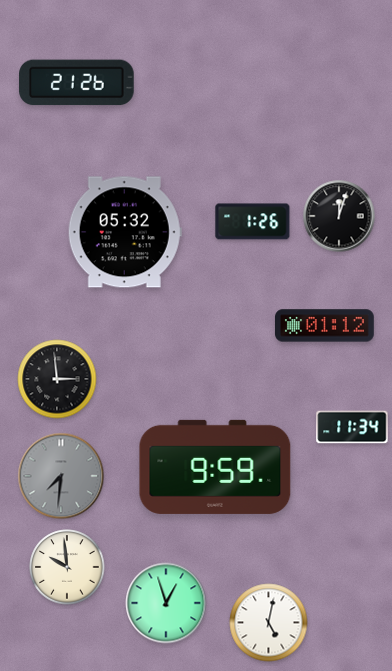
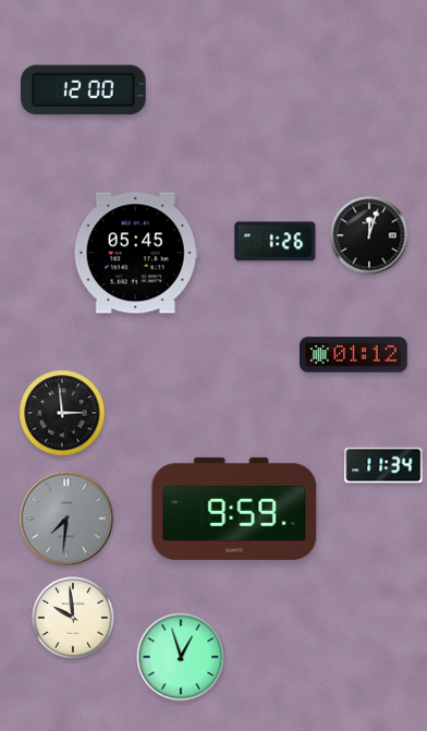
clock at (77, 83): 21:26 -> 12:00
clock at (125, 232): 05:32 -> 05:45
clock at (269, 623): 5:02 -> none
